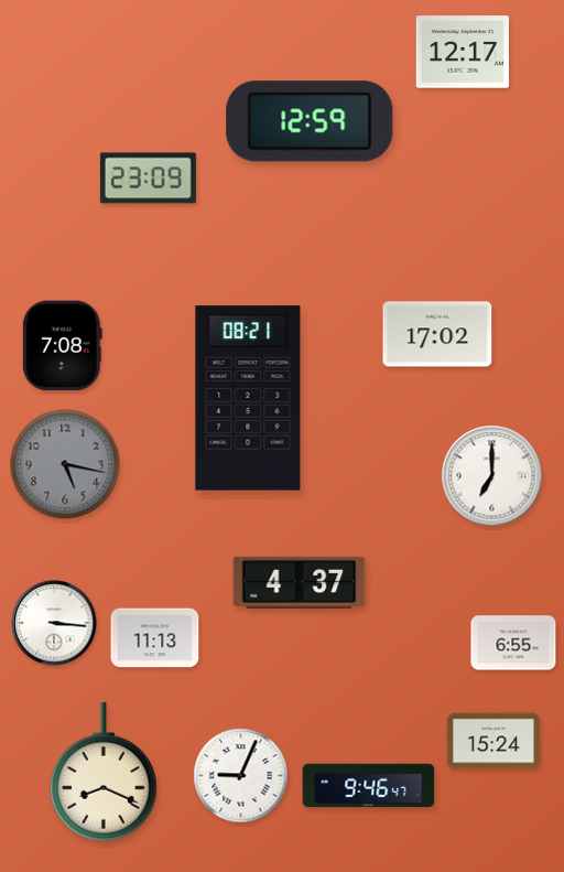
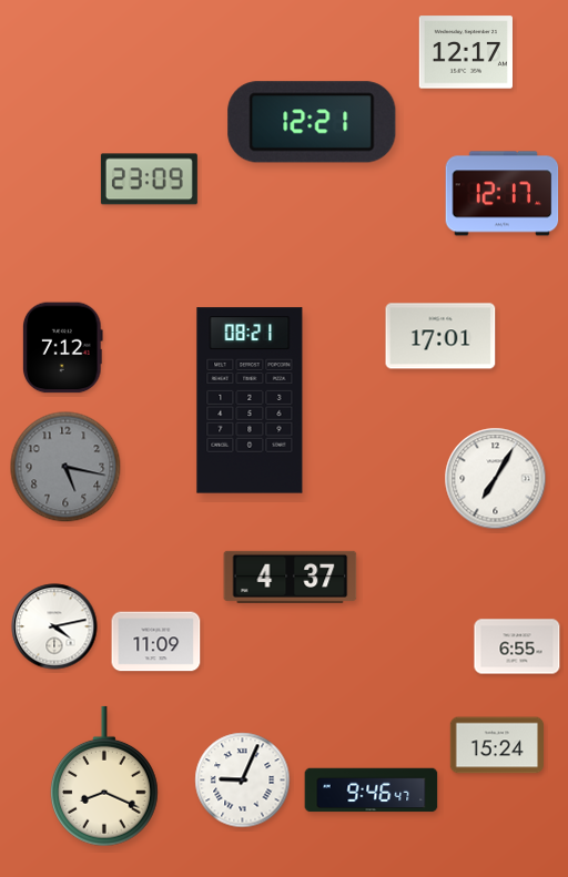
clock at (310, 121): 12:59 -> 12:21
clock at (503, 194): none -> 12:17
clock at (437, 334): 17:02 -> 17:01
clock at (62, 346): 7:08 -> 7:12
clock at (492, 476): 7:00 -> 7:05
clock at (300, 582) position: (300, 582) -> (291, 577)
clock at (54, 623): 3:16 -> 4:13
clock at (155, 638): 11:13 -> 11:09
